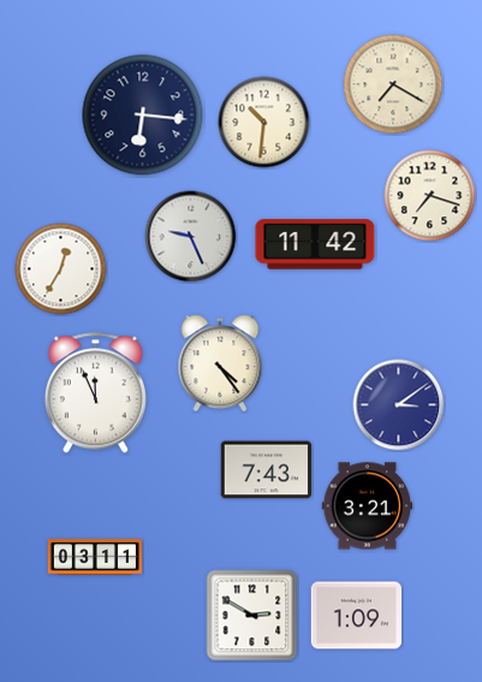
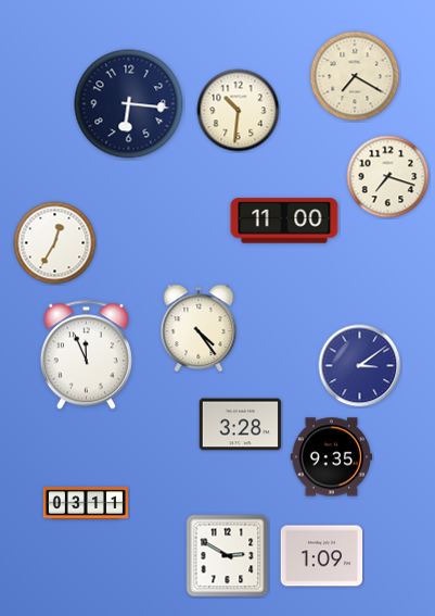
clock at (191, 237): 9:26 -> none
clock at (315, 244): 11:42 -> 11:00
clock at (267, 470): 7:43 -> 3:28
clock at (368, 506): 3:21 -> 9:35
